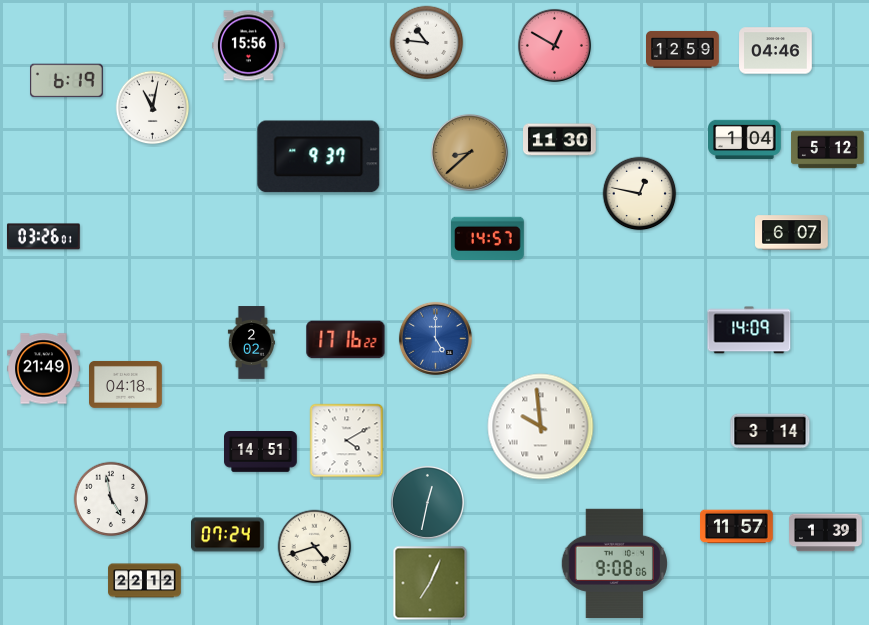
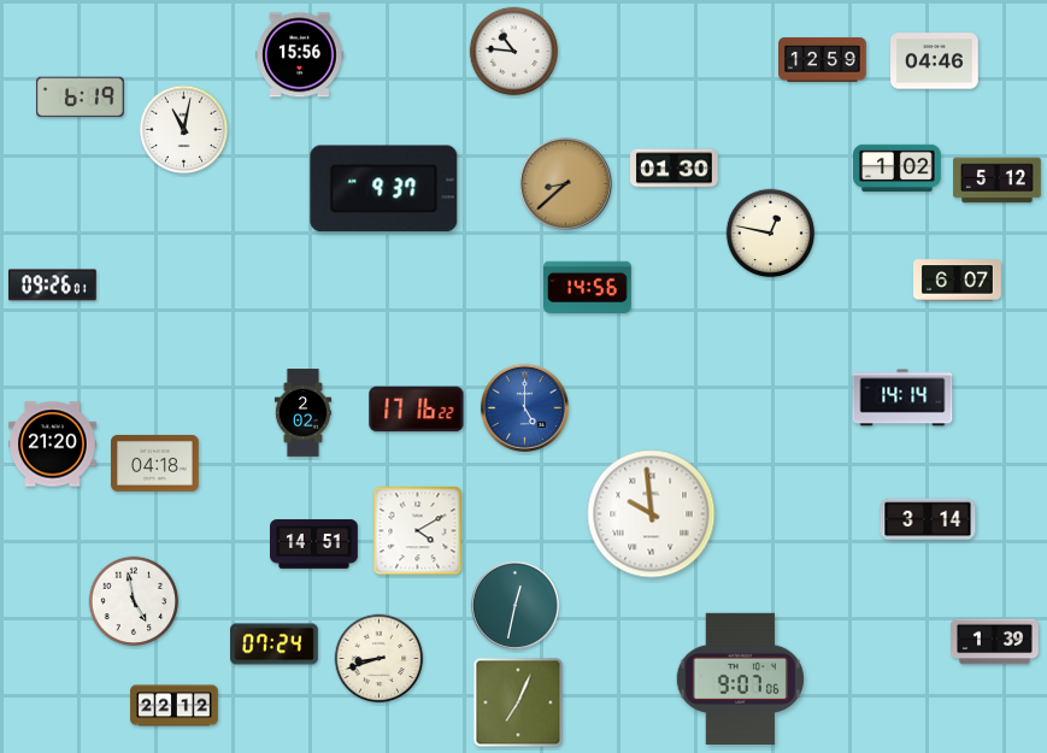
clock at (554, 45): 12:50 -> none
clock at (745, 139): 1:04 -> 1:02
clock at (560, 140): 11:30 -> 01:30
clock at (792, 233) position: (792, 233) -> (958, 281)
clock at (43, 237): 03:26 -> 09:26
clock at (488, 238): 14:57 -> 14:56
clock at (749, 330): 14:09 -> 14:14
clock at (44, 369): 21:49 -> 21:20
clock at (126, 384) position: (126, 384) -> (155, 463)
clock at (737, 527): 11:57 -> none
clock at (315, 547): 4:42 -> 8:42
clock at (614, 563): 9:08 -> 9:07
clock at (145, 581) position: (145, 581) -> (175, 706)
